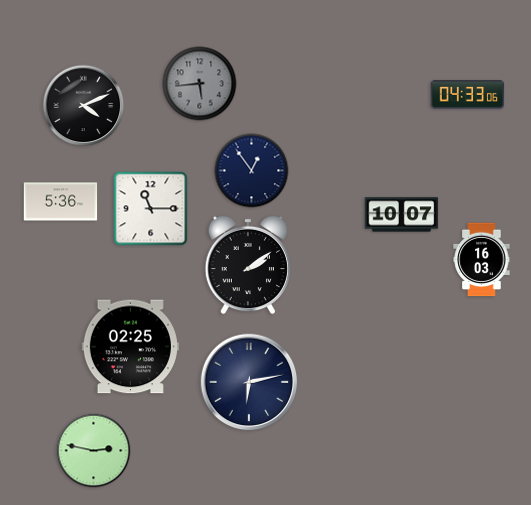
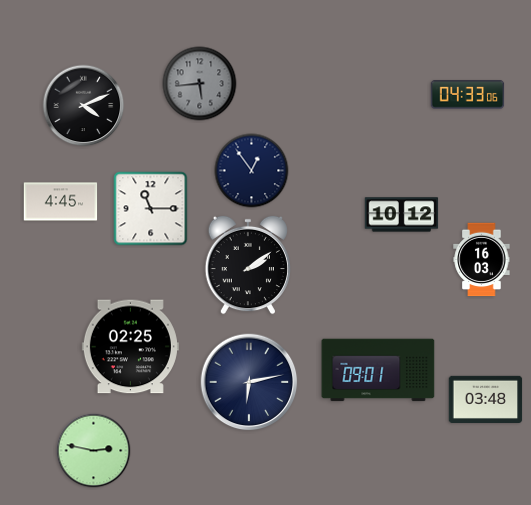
clock at (61, 202): 5:36 -> 4:45
clock at (402, 215): 10:07 -> 10:12
clock at (378, 370): none -> 09:01
clock at (486, 399): none -> 03:48
